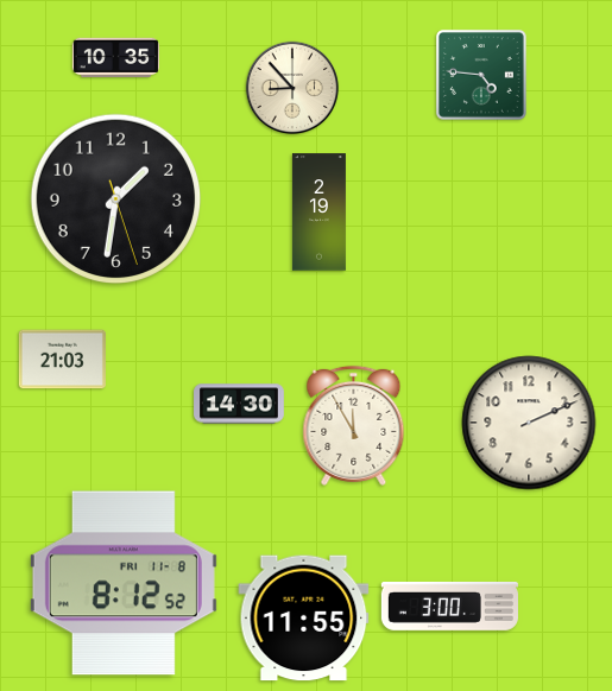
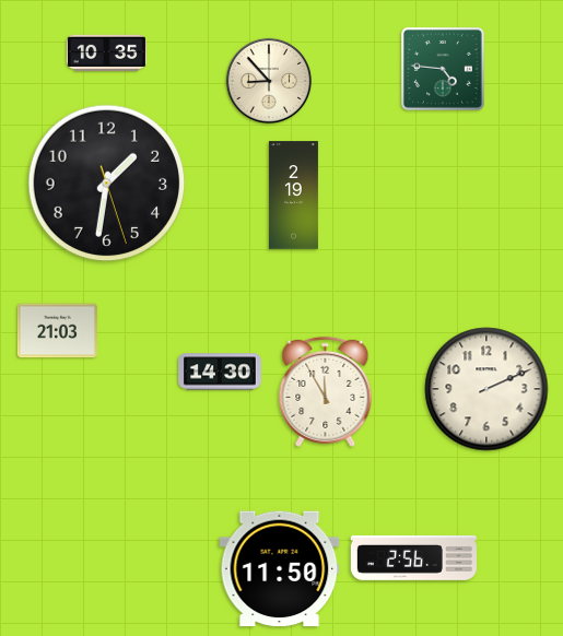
clock at (124, 583): 8:12 -> none
clock at (449, 606): 3:00 -> 2:56
clock at (304, 619): 11:55 -> 11:50
